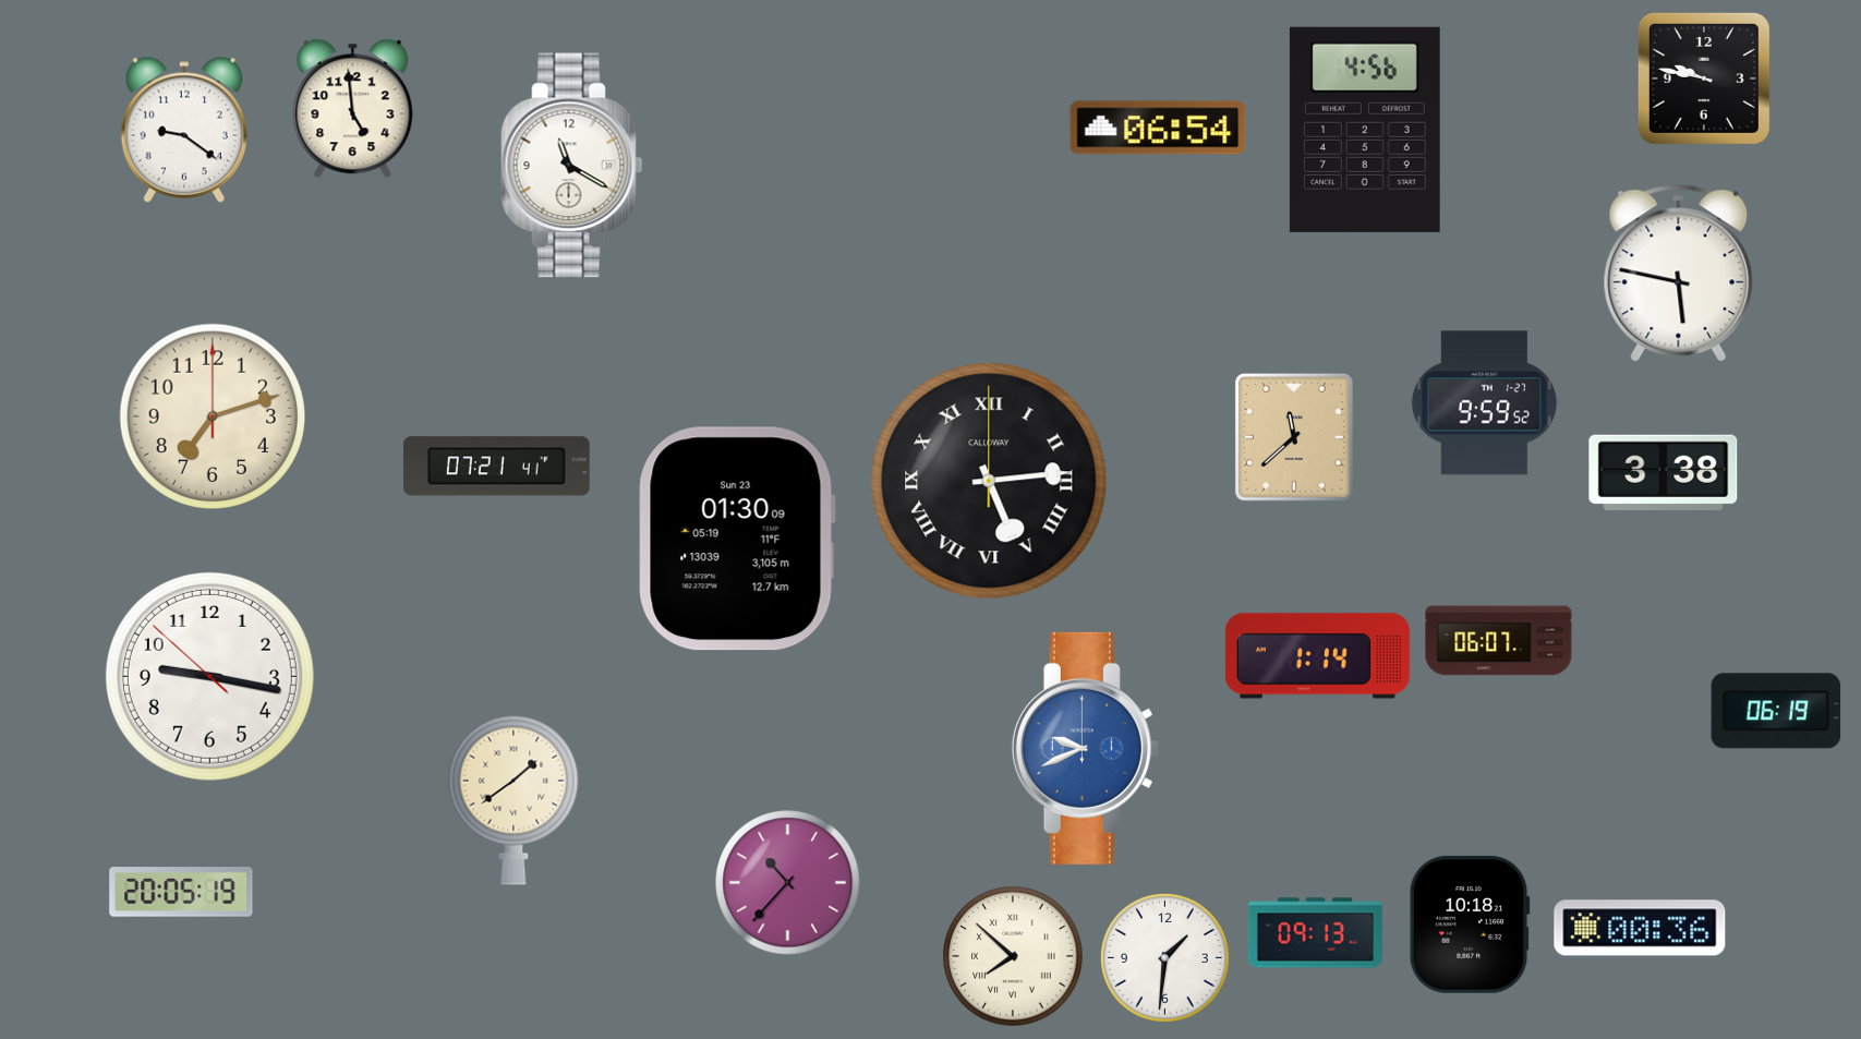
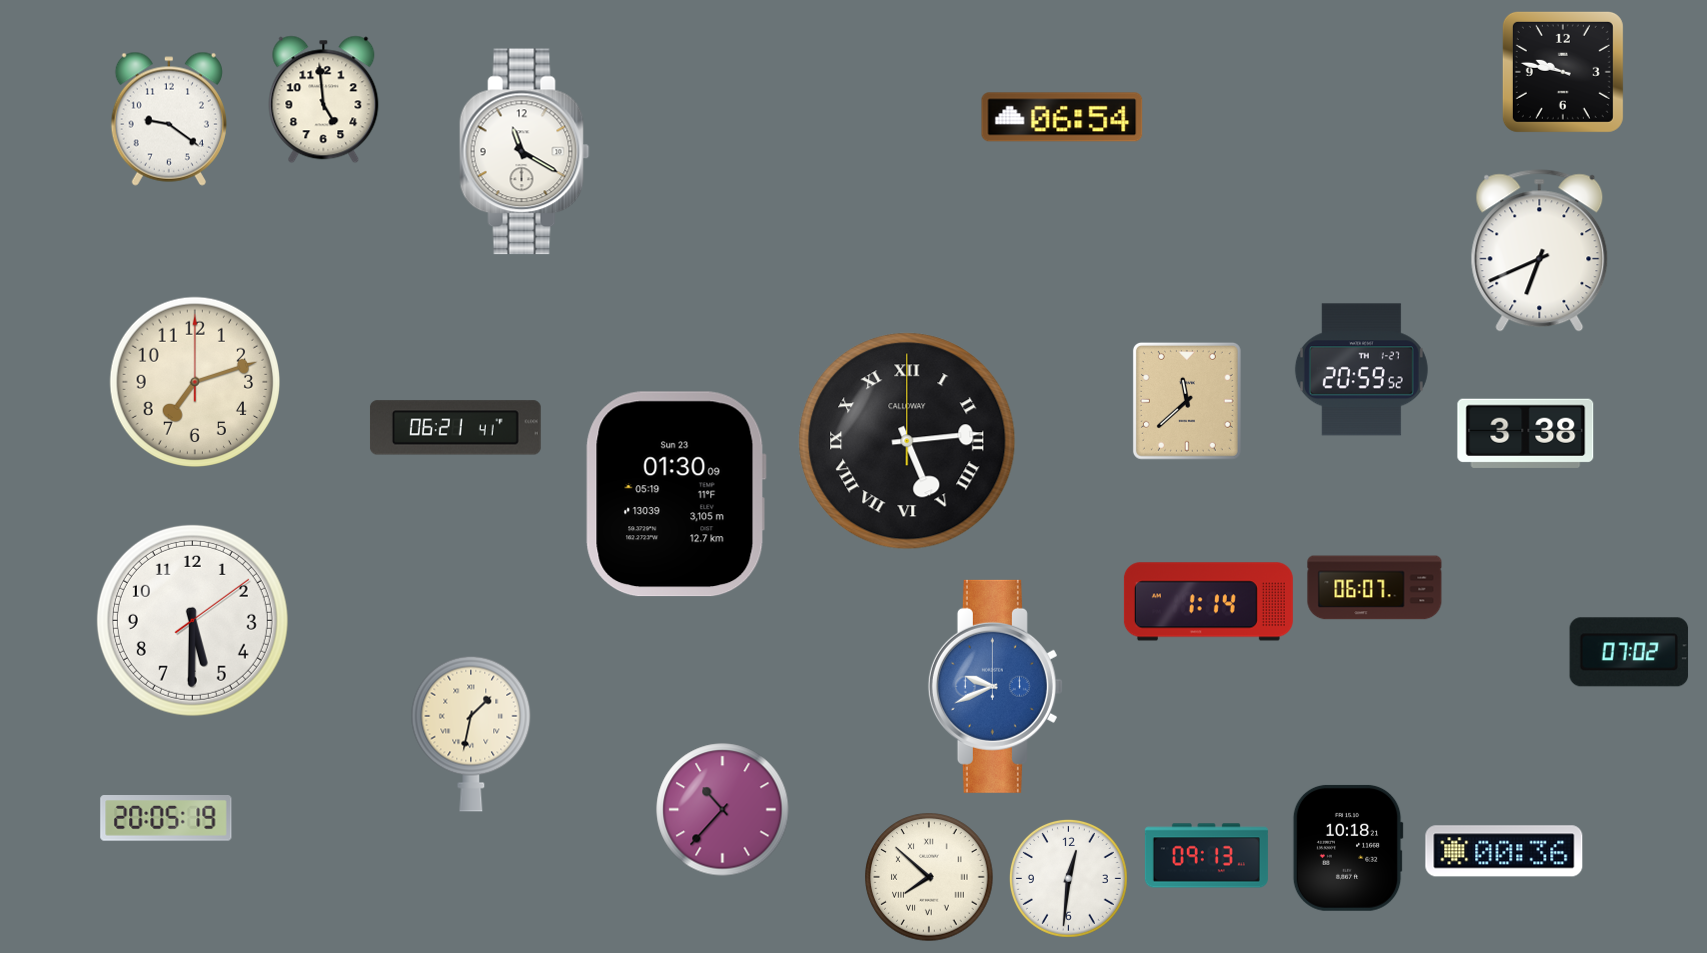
clock at (1365, 130): 4:56 -> none
clock at (1679, 274): 5:47 -> 6:41
clock at (1484, 403): 9:59 -> 20:59
clock at (496, 467): 07:21 -> 06:21
clock at (209, 676): 9:16 -> 5:30
clock at (1776, 711): 06:19 -> 07:02
clock at (513, 800): 1:39 -> 1:32
clock at (1164, 957): 1:31 -> 12:31
